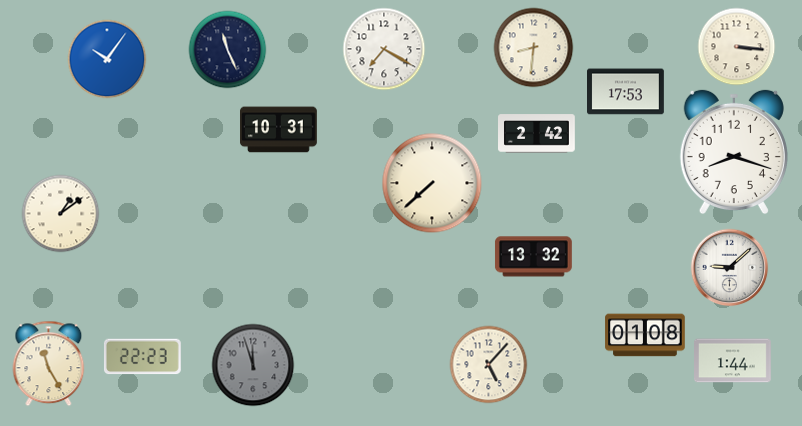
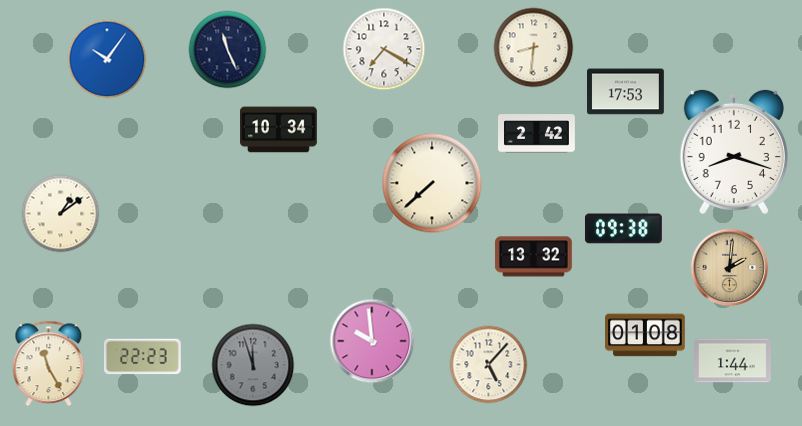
clock at (736, 46): 3:16 -> none
clock at (279, 130): 10:31 -> 10:34
clock at (624, 229): none -> 09:38
clock at (729, 267): 9:08 -> 2:01
clock at (729, 267) dial: white -> champagne
clock at (372, 341): none -> 9:59
